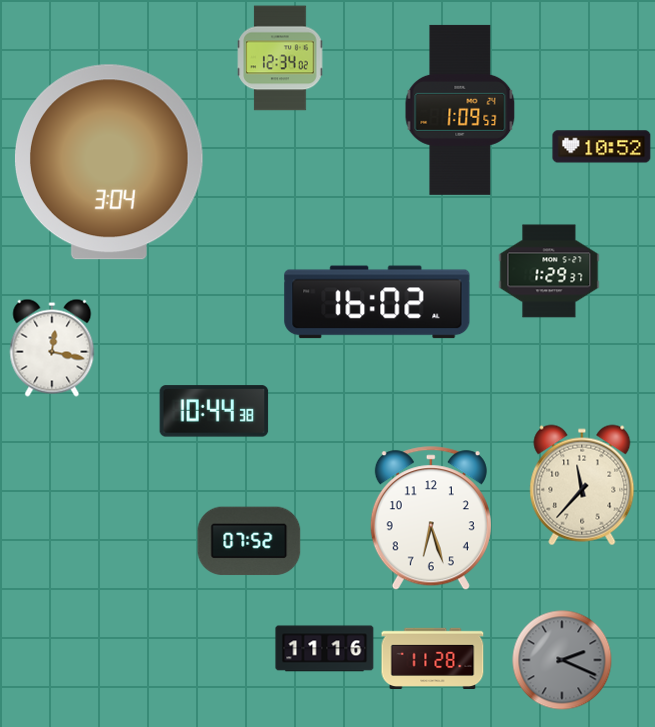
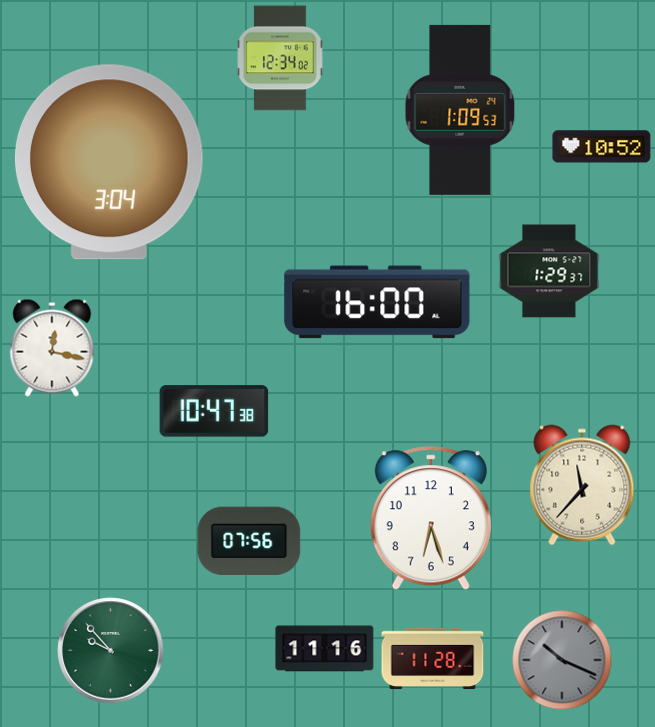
clock at (377, 302): 16:02 -> 16:00
clock at (214, 411): 10:44 -> 10:47
clock at (249, 541): 07:52 -> 07:56
clock at (111, 651): none -> 9:53
clock at (562, 660): 2:19 -> 10:19
